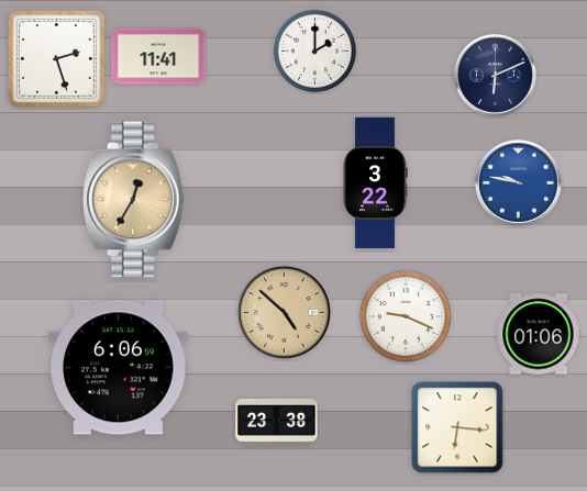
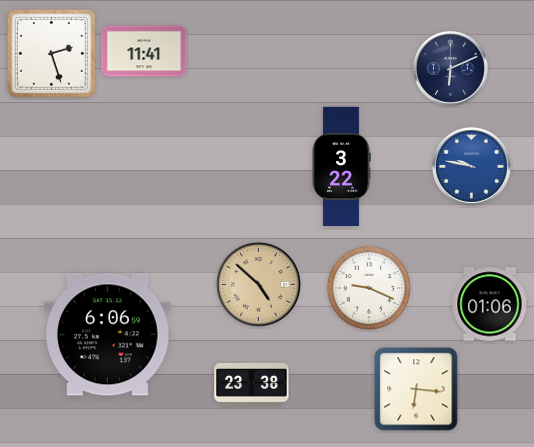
clock at (315, 52): 2:00 -> none
clock at (133, 200): 12:35 -> none
